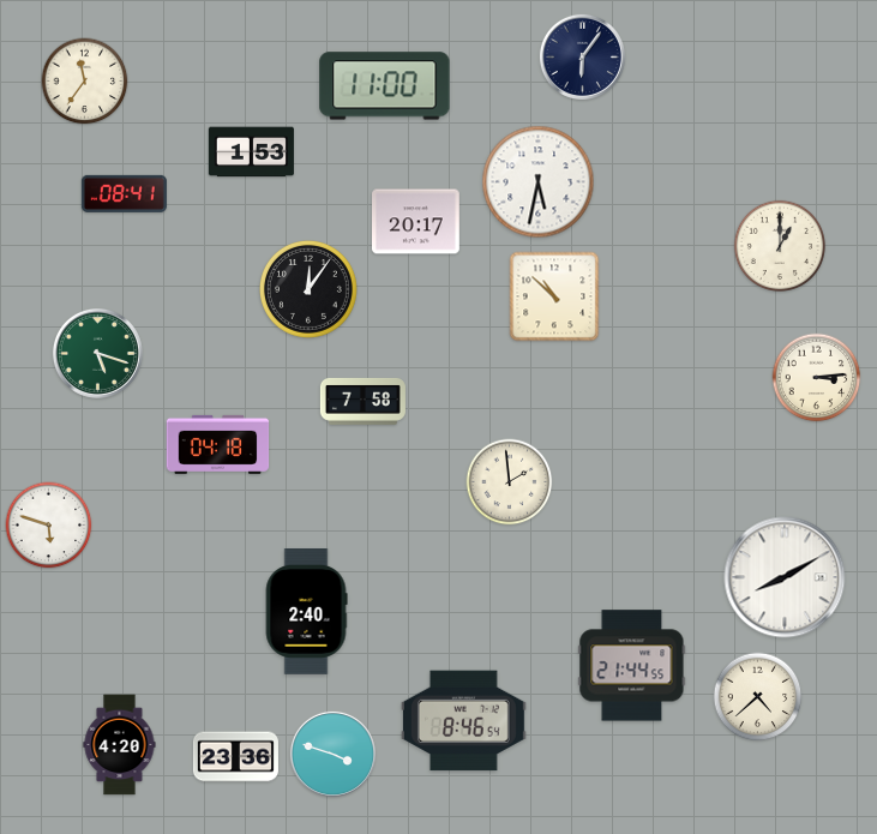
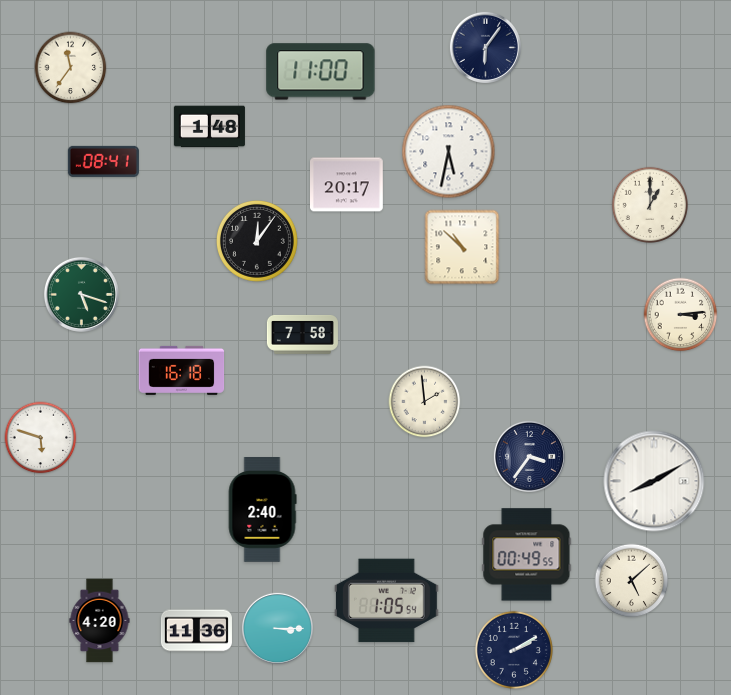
clock at (251, 152): 1:53 -> 1:48
clock at (218, 444): 04:18 -> 16:18
clock at (529, 456): none -> 3:36
clock at (306, 612) position: (306, 612) -> (262, 510)
clock at (632, 666): 21:44 -> 00:49
clock at (758, 697): 4:38 -> 5:08
clock at (463, 721): 8:46 -> 1:05
clock at (332, 754): 3:48 -> 3:15
clock at (235, 757): 23:36 -> 11:36
clock at (514, 650): none -> 2:10
